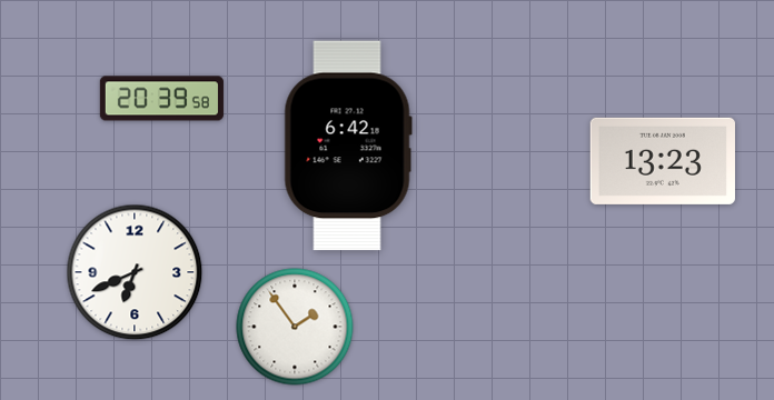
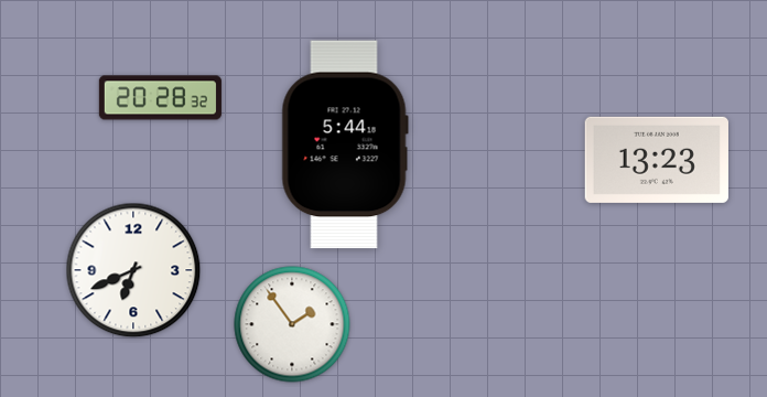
clock at (161, 99): 20:39 -> 20:28
clock at (348, 146): 6:42 -> 5:44
